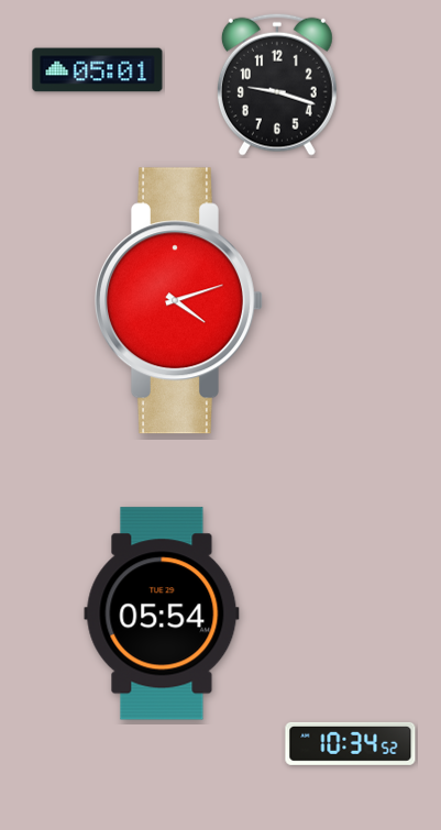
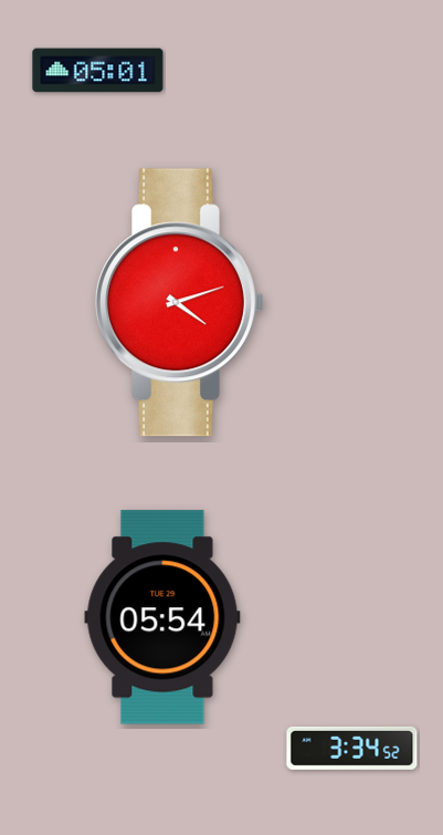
clock at (277, 85): 9:18 -> none
clock at (351, 743): 10:34 -> 3:34
